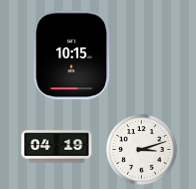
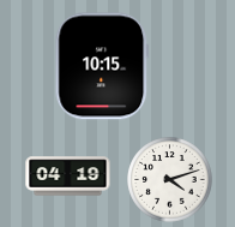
clock at (72, 55) position: (72, 55) -> (102, 66)
clock at (142, 150): 3:12 -> 4:12
